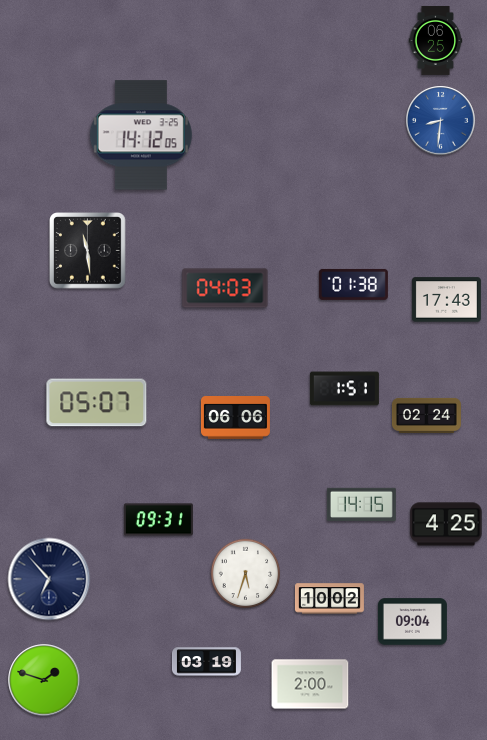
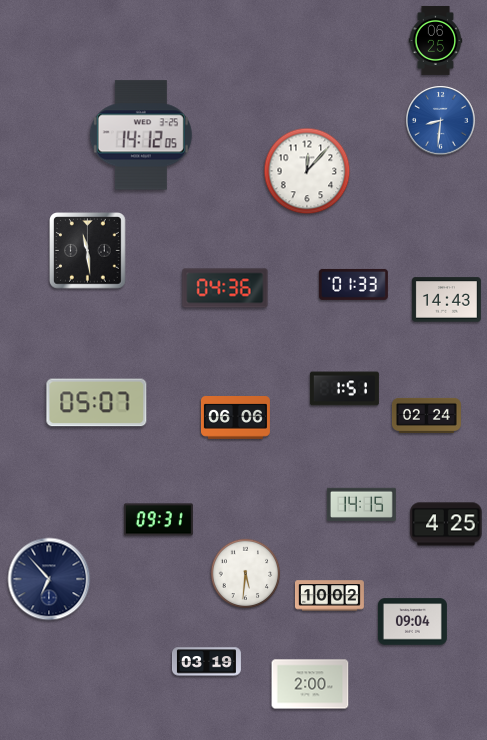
clock at (307, 171): none -> 12:07
clock at (353, 284): 01:38 -> 01:33
clock at (225, 288): 04:03 -> 04:36
clock at (446, 300): 17:43 -> 14:43
clock at (246, 574): 5:33 -> 5:31
clock at (329, 599) position: (329, 599) -> (329, 596)
clock at (44, 680): 1:48 -> none
